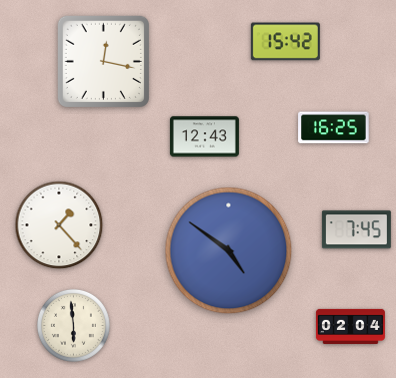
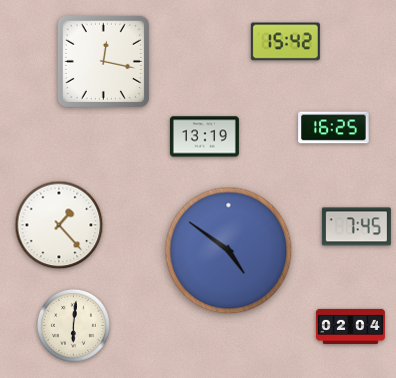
clock at (204, 137): 12:43 -> 13:19
clock at (356, 230) position: (356, 230) -> (356, 227)
clock at (73, 325): 5:59 -> 6:01
